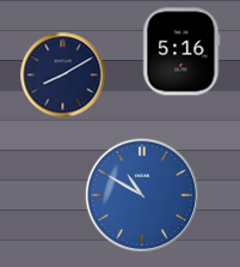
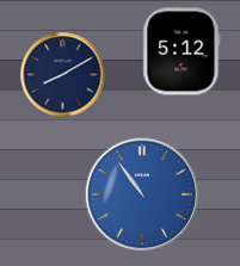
clock at (181, 51): 5:16 -> 5:12
clock at (142, 195): 10:50 -> 10:54
